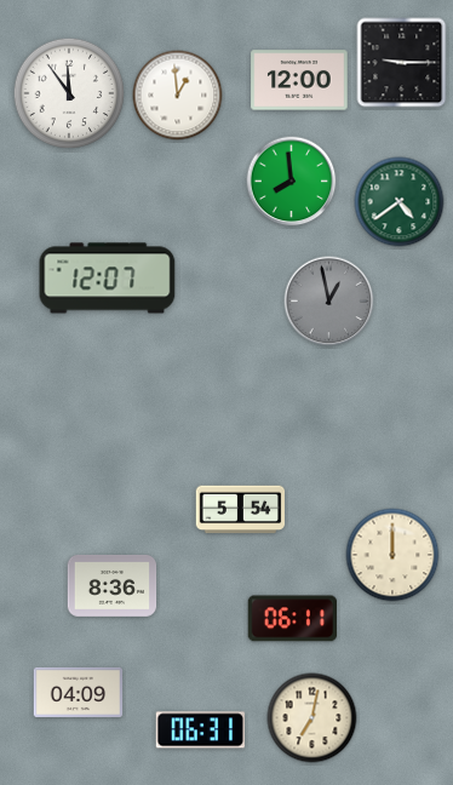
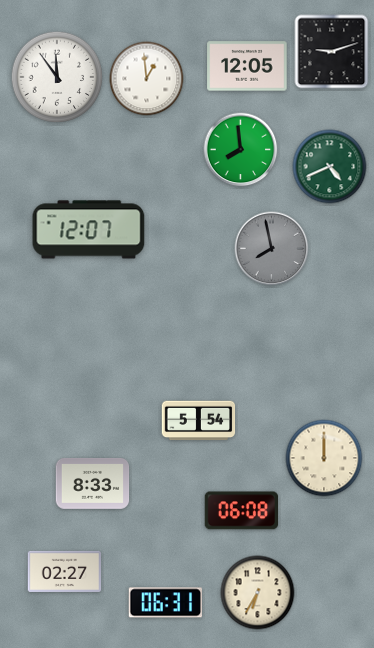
clock at (402, 63): 9:15 -> 9:12
clock at (299, 80): 12:00 -> 12:05
clock at (400, 202): 4:39 -> 4:41
clock at (329, 302): 12:58 -> 7:58
clock at (113, 586): 8:36 -> 8:33
clock at (292, 619): 06:11 -> 06:08
clock at (79, 692): 04:09 -> 02:27
clock at (312, 718): 7:02 -> 6:35
